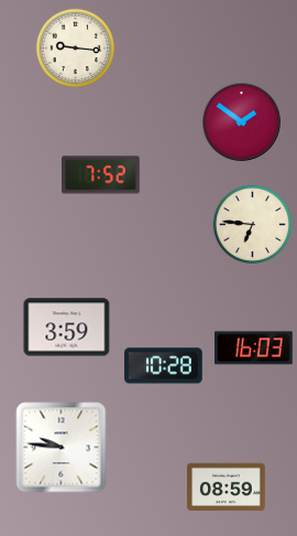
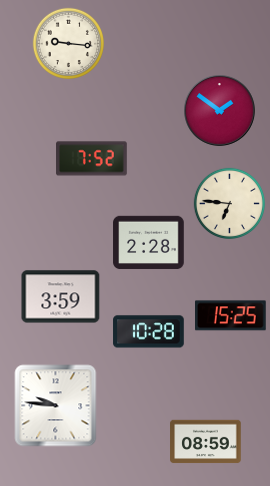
clock at (149, 243): none -> 2:28
clock at (254, 349): 16:03 -> 15:25
